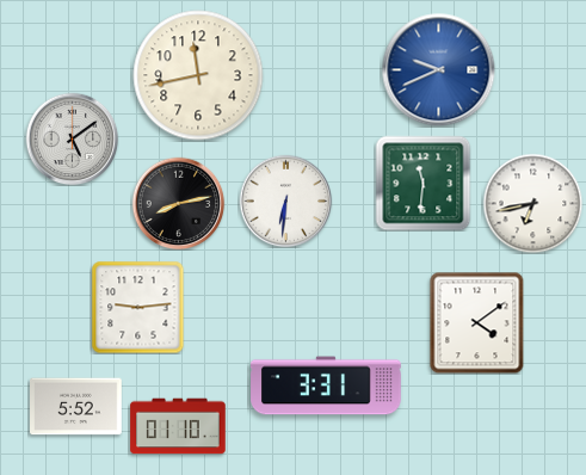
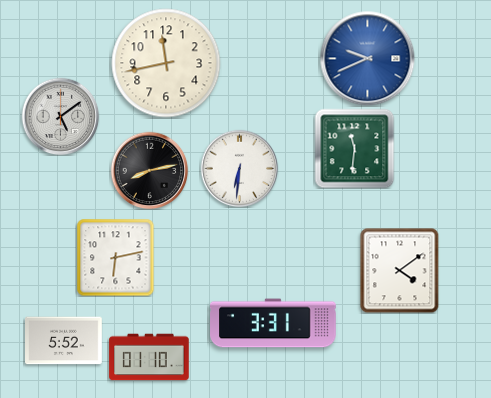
clock at (422, 183) position: (422, 183) -> (354, 148)
clock at (532, 203): 6:43 -> none
clock at (137, 307): 9:14 -> 6:13
